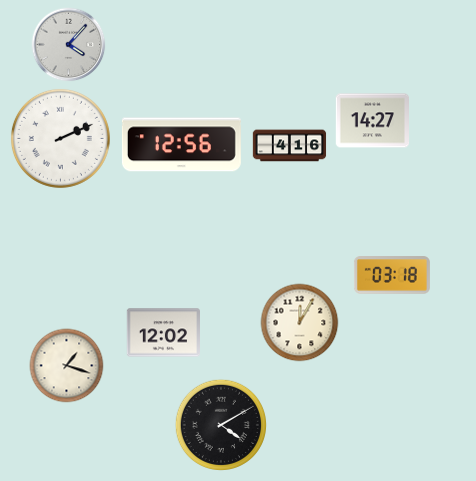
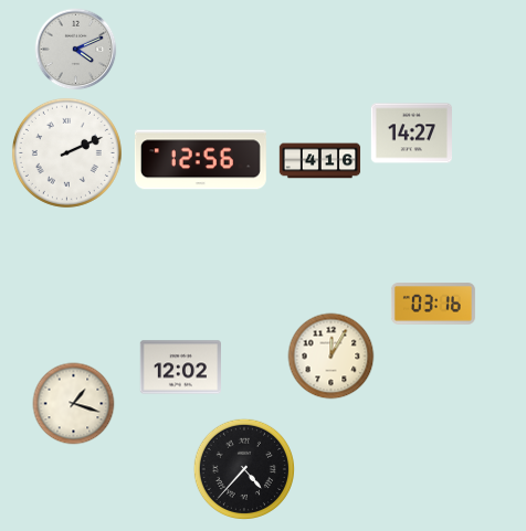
clock at (69, 45): 4:07 -> 4:11
clock at (392, 275): 03:18 -> 03:16
clock at (220, 424): 4:10 -> 4:37
